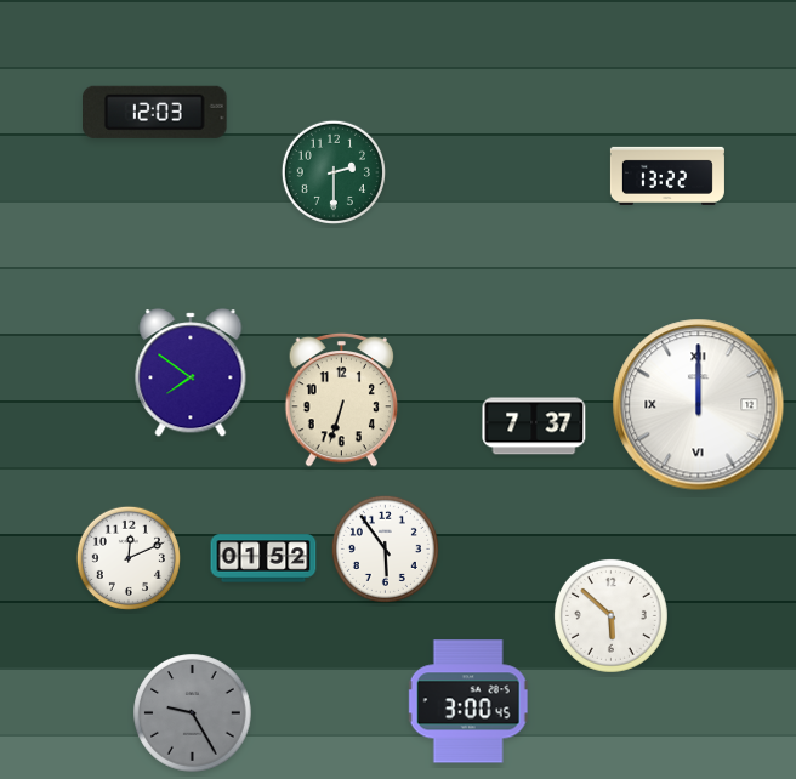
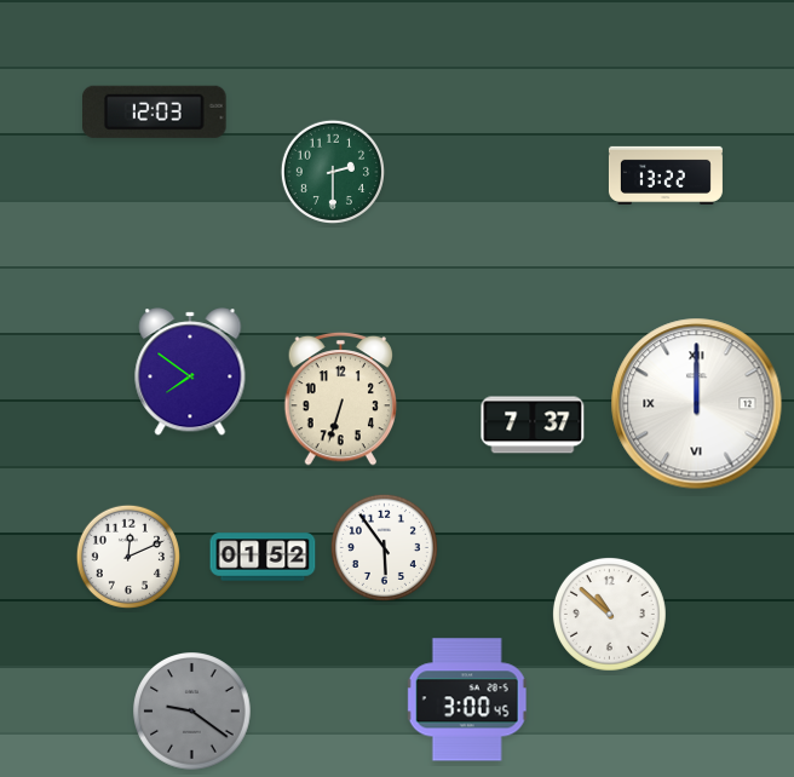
clock at (610, 615): 5:52 -> 10:52
clock at (193, 713): 9:25 -> 9:21
